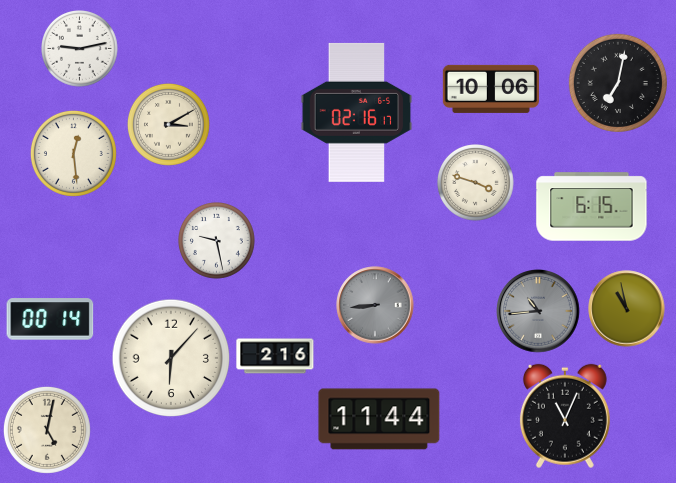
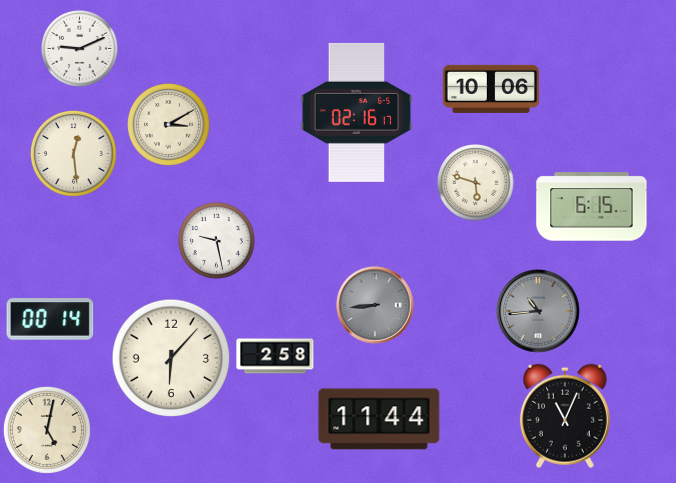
clock at (80, 49): 9:13 -> 9:11
clock at (618, 83): 7:02 -> none
clock at (476, 183): 3:48 -> 5:48
clock at (627, 309): 10:58 -> none
clock at (275, 356): 2:16 -> 2:58
